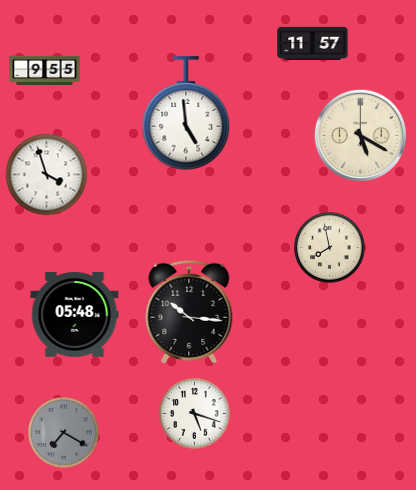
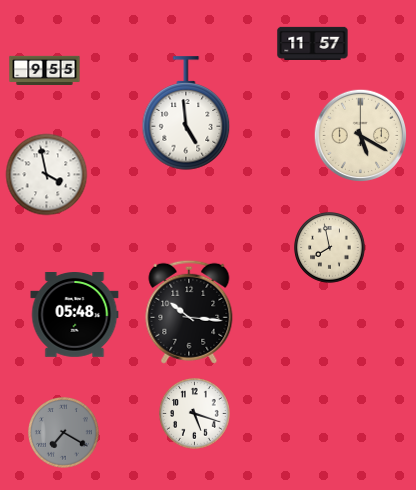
clock at (47, 175): 3:57 -> 3:58
